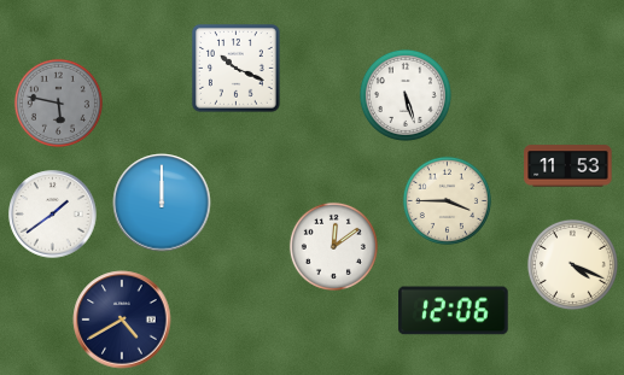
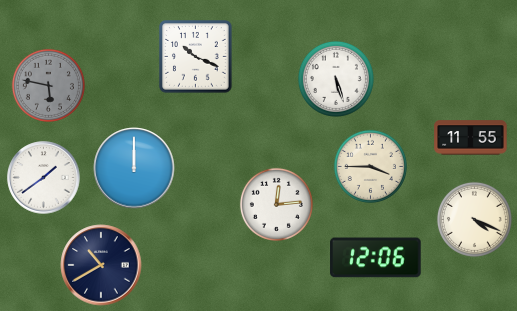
clock at (568, 166): 11:53 -> 11:55
clock at (333, 246): 12:09 -> 12:14
clock at (122, 320): 4:40 -> 10:40
